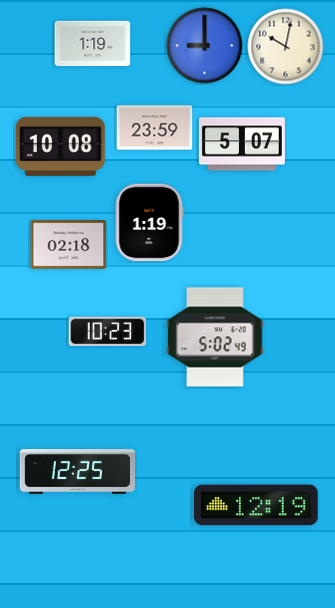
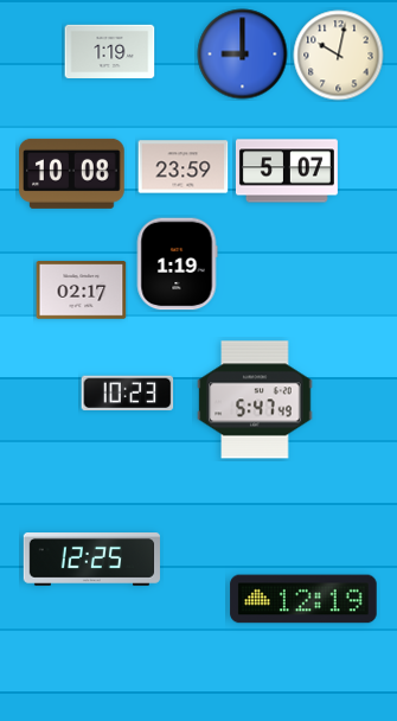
clock at (155, 128) position: (155, 128) -> (184, 167)
clock at (69, 245): 02:18 -> 02:17
clock at (215, 337): 5:02 -> 5:47
